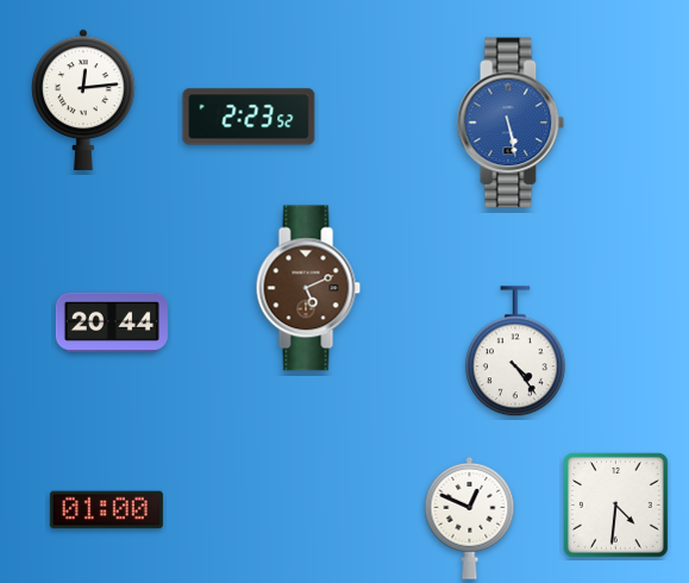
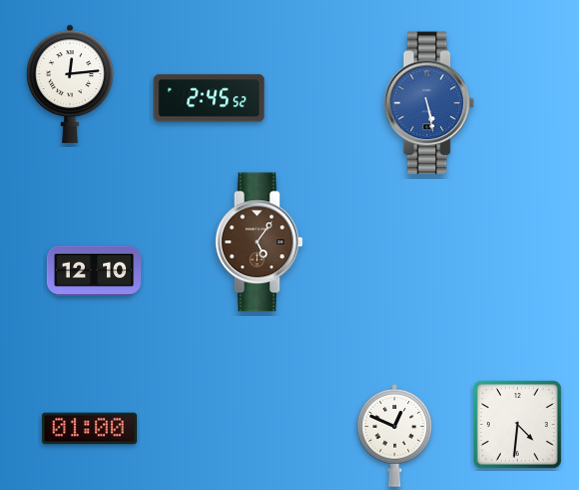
clock at (249, 117): 2:23 -> 2:45
clock at (308, 288): 5:11 -> 5:06
clock at (112, 321): 20:44 -> 12:10
clock at (515, 352): 4:24 -> none
